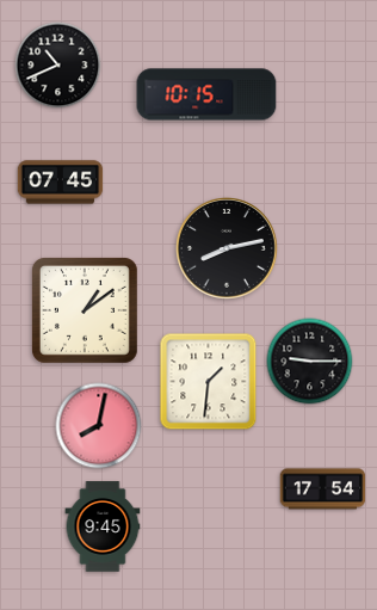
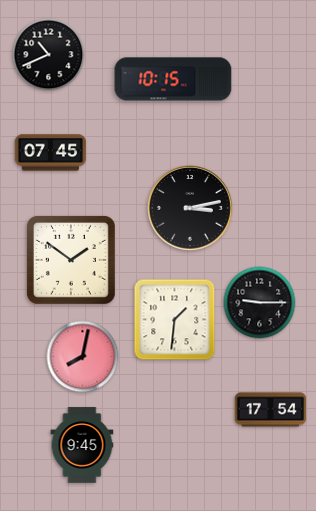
clock at (228, 249): 8:13 -> 3:13
clock at (85, 310): 1:09 -> 1:51
clock at (103, 526) position: (103, 526) -> (82, 445)
